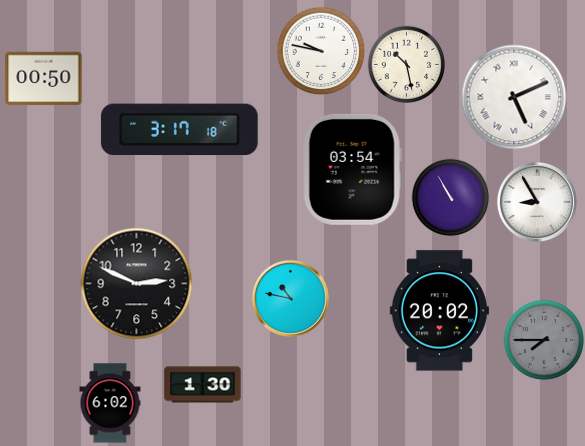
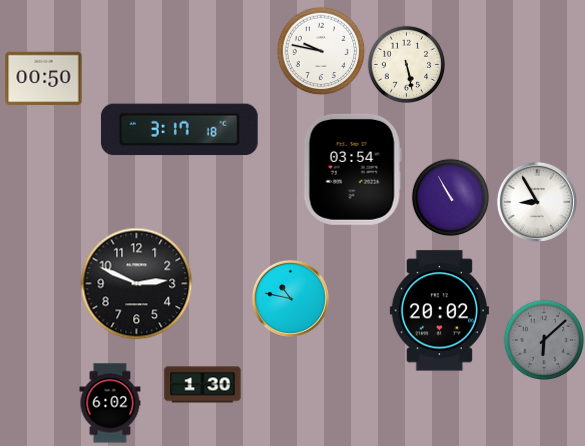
clock at (406, 64): 10:28 -> 5:28
clock at (514, 97): 5:11 -> none
clock at (544, 340): 7:45 -> 6:08
